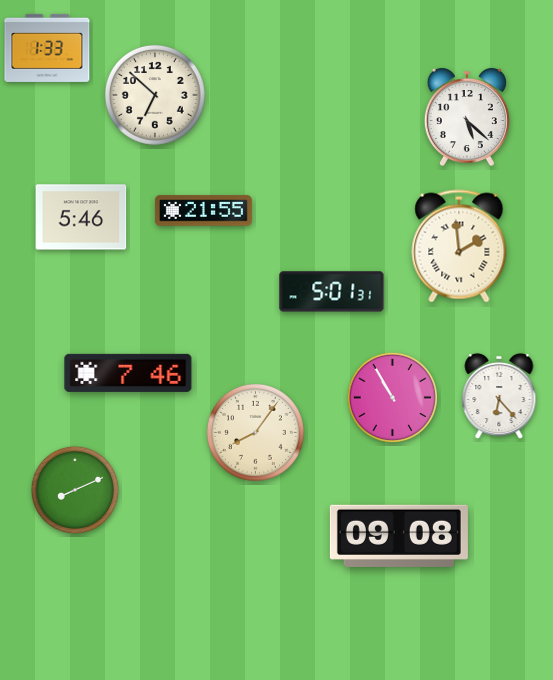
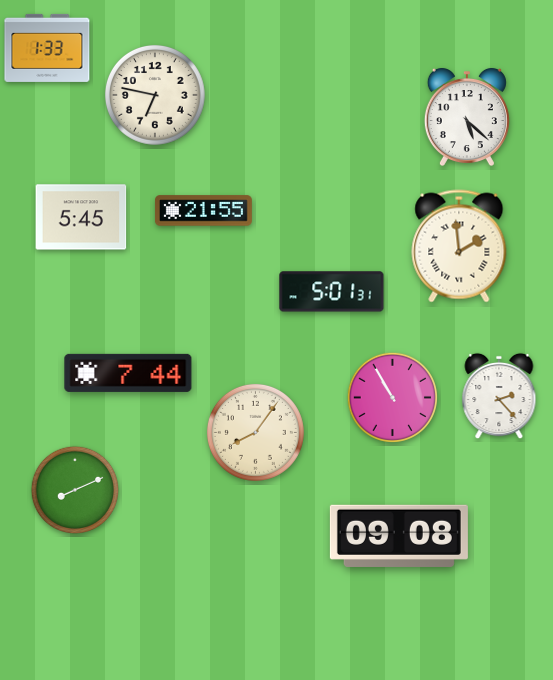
clock at (155, 95): 6:52 -> 6:47
clock at (81, 217): 5:46 -> 5:45
clock at (128, 373): 7:46 -> 7:44
clock at (499, 396): 6:23 -> 2:23
